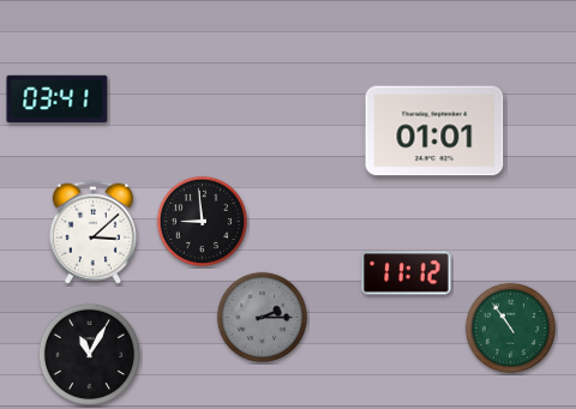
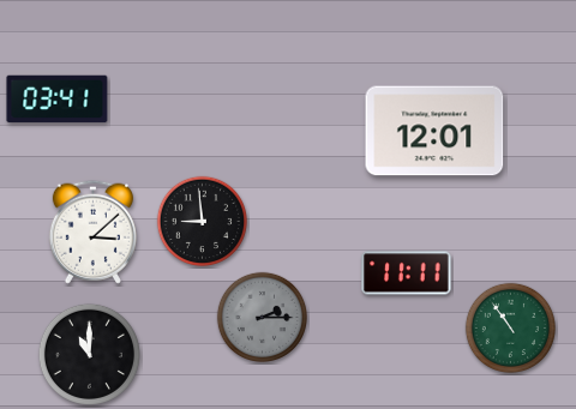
clock at (434, 131): 01:01 -> 12:01
clock at (407, 273): 11:12 -> 11:11
clock at (89, 354): 11:05 -> 11:00
